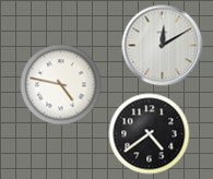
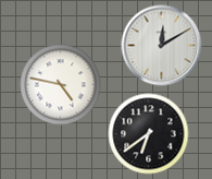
clock at (150, 134): 4:39 -> 6:39
